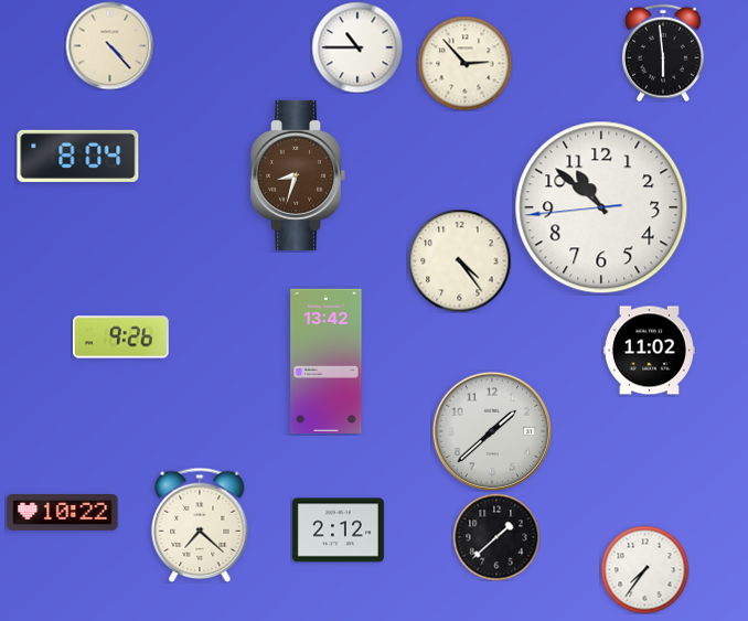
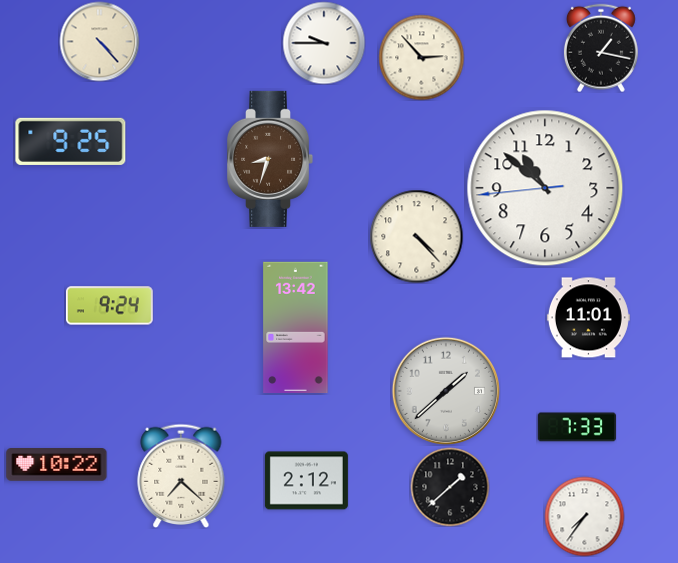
clock at (357, 47): 10:45 -> 9:45
clock at (663, 53): 5:59 -> 1:17
clock at (78, 156): 8:04 -> 9:25
clock at (459, 260): 4:24 -> 4:23
clock at (120, 338): 9:26 -> 9:24
clock at (649, 351): 11:02 -> 11:01
clock at (577, 427): none -> 7:33
